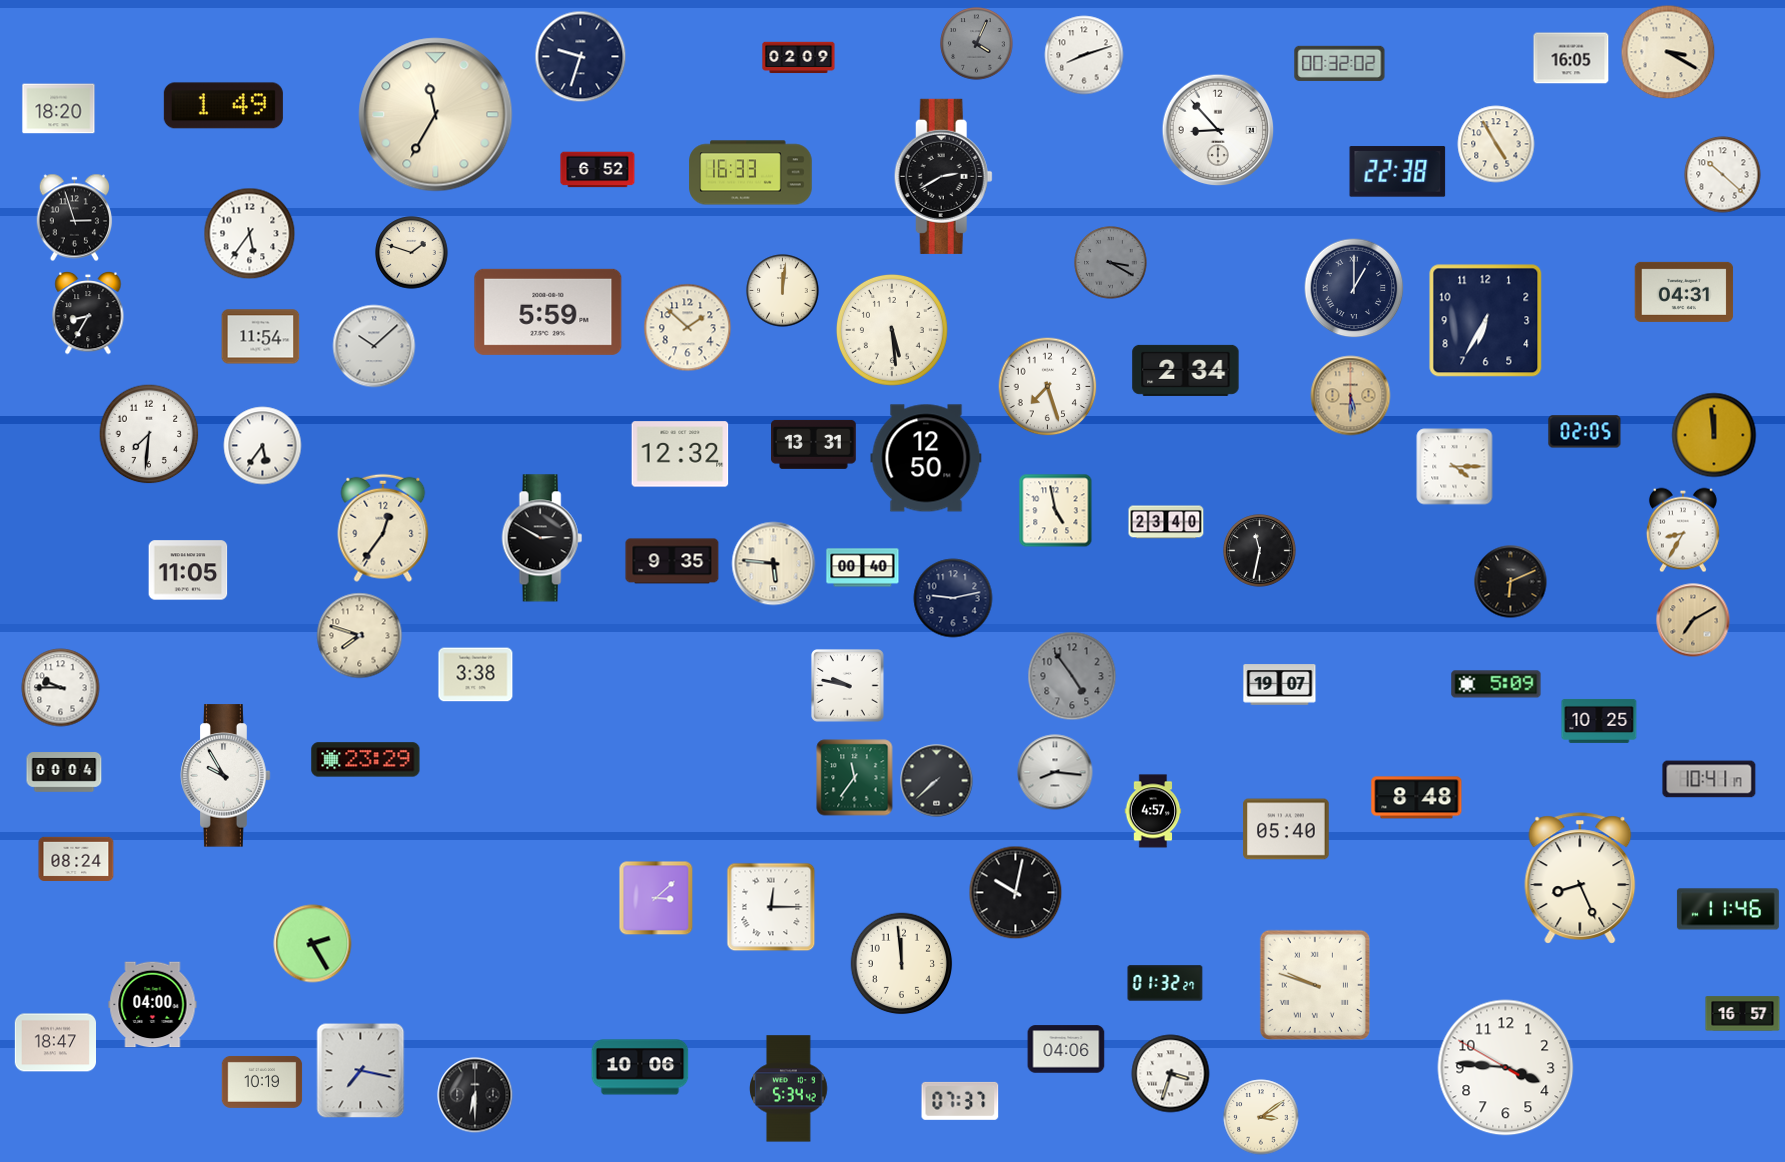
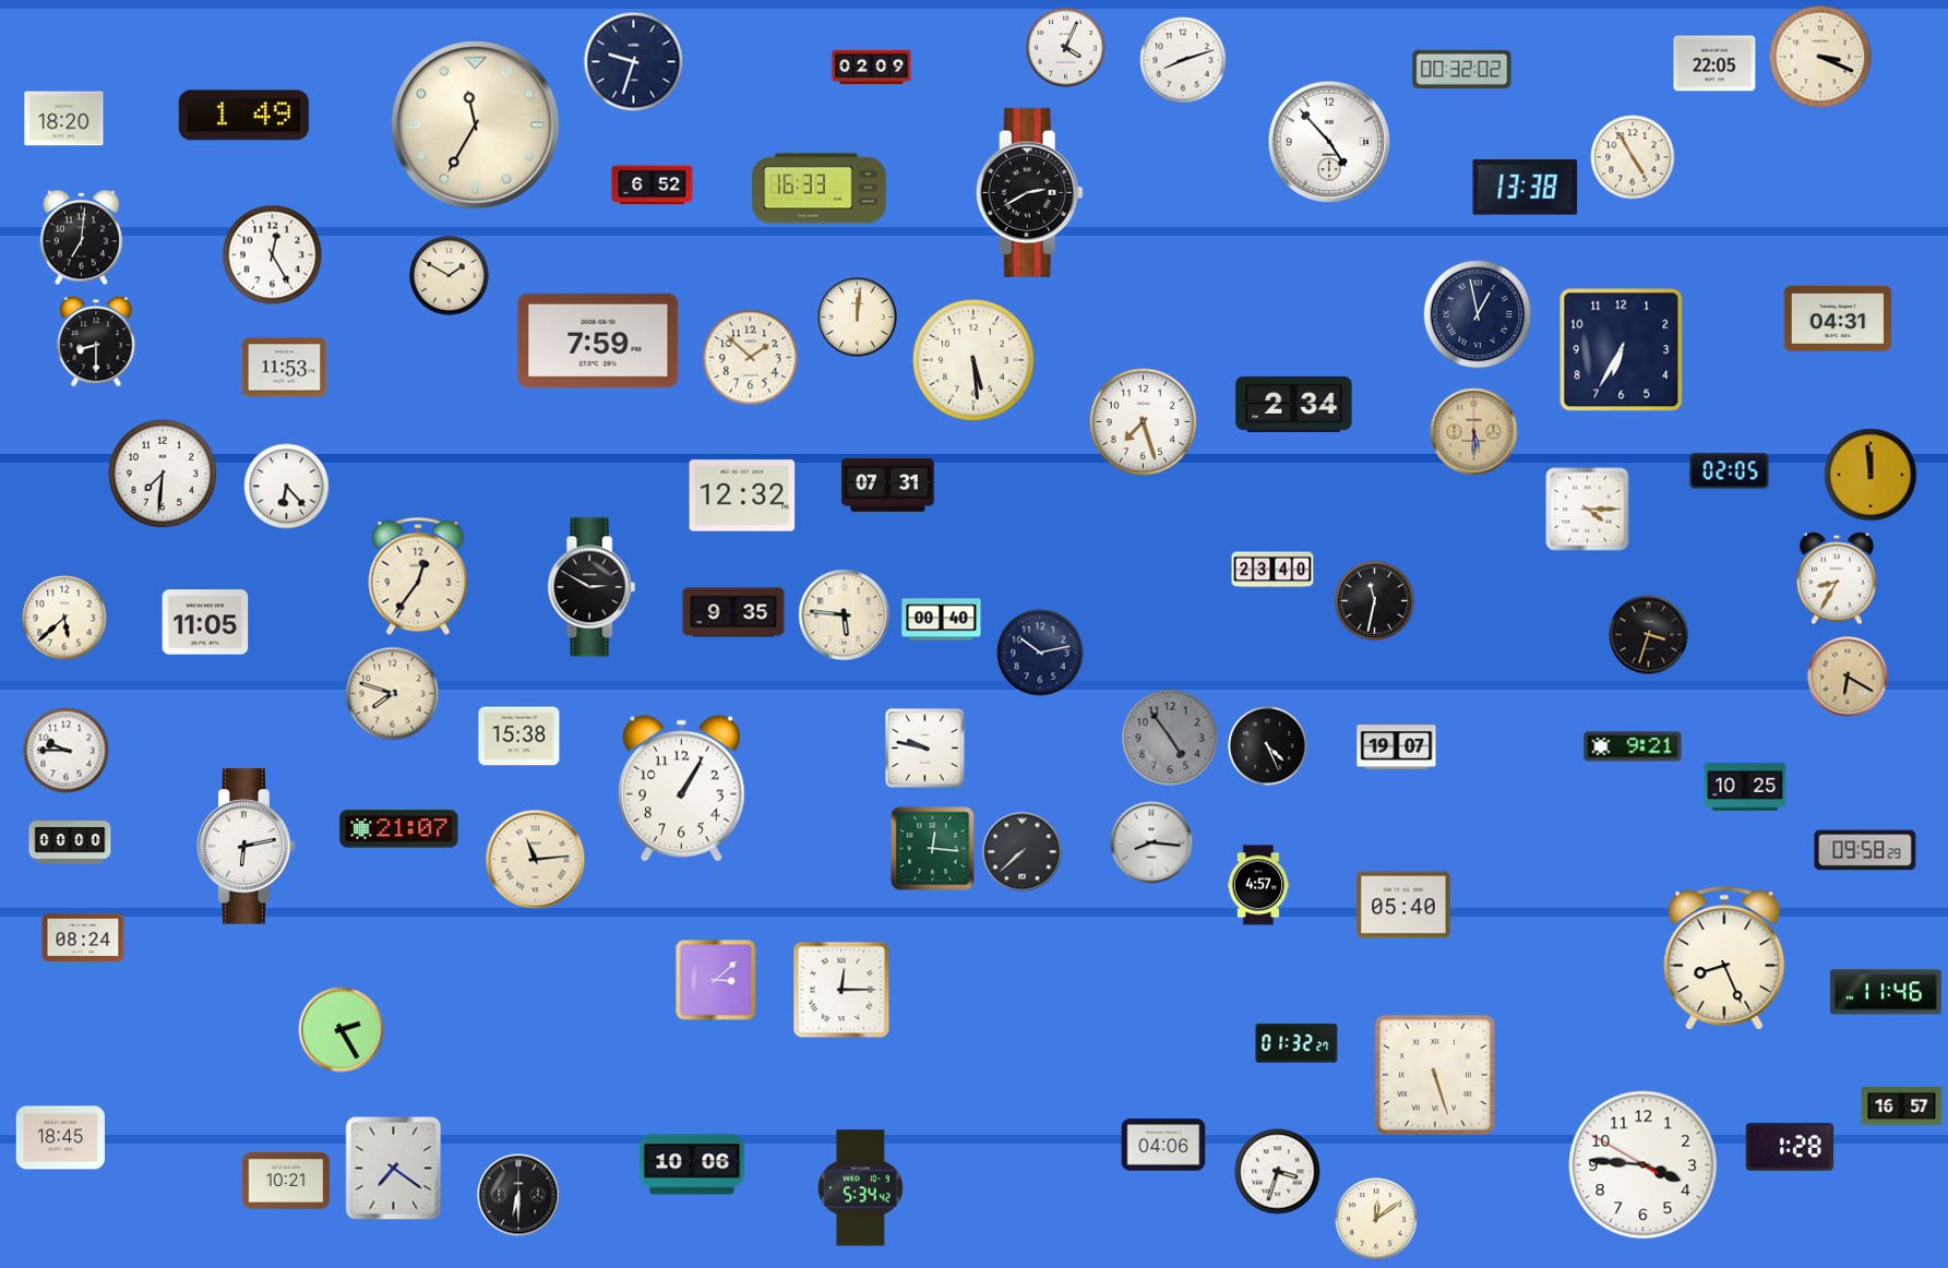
clock at (977, 44) dial: grey -> white
clock at (1668, 52): 3:20 -> 3:19
clock at (799, 58) position: (799, 58) -> (872, 68)
clock at (1571, 58): 16:05 -> 22:05
clock at (1218, 130): 8:53 -> 4:53
clock at (1398, 172): 22:38 -> 13:38
clock at (1723, 175): 10:22 -> none
clock at (75, 218): 2:57 -> 7:01
clock at (250, 234): 5:36 -> 12:25
clock at (412, 253): 1:48 -> 1:50
clock at (1111, 263): 3:20 -> none
clock at (1354, 288): 1:00 -> 12:58
clock at (783, 291) position: (783, 291) -> (858, 318)
clock at (548, 312): 5:59 -> 7:59
clock at (88, 313): 8:35 -> 8:30
clock at (261, 337): 11:54 -> 11:53
clock at (374, 346): 10:08 -> none
clock at (814, 444): 13:31 -> 07:31
clock at (263, 446): 5:36 -> 6:23
clock at (926, 458): 12:50 -> none
clock at (1056, 511): 4:58 -> none
clock at (64, 618): none -> 5:38
clock at (1511, 582): 6:11 -> 3:33
clock at (953, 598): 9:13 -> 10:13
clock at (1693, 620): 7:10 -> 6:20
clock at (476, 675): 3:38 -> 15:38
clock at (1268, 746): none -> 4:26
clock at (1496, 684): 5:09 -> 9:21
clock at (681, 788): none -> 1:05
clock at (366, 760): 23:29 -> 21:07
clock at (64, 772): 00:04 -> 00:00
clock at (226, 776): 9:55 -> 6:13
clock at (855, 778): 11:36 -> 12:16
clock at (1709, 779): 10:41 -> 09:58
clock at (536, 860): none -> 11:14
clock at (1417, 798): 8:48 -> none
clock at (1016, 893): 10:02 -> none
clock at (902, 964): 11:59 -> none
clock at (1165, 983) position: (1165, 983) -> (1296, 1043)
clock at (1315, 985): 9:48 -> 5:27
clock at (153, 1005): 04:00 -> none
clock at (55, 1043): 18:47 -> 18:45
clock at (1790, 1148): none -> 1:28
clock at (640, 1067) position: (640, 1067) -> (692, 1164)
clock at (361, 1071): 7:17 -> 7:21
clock at (262, 1082): 10:19 -> 10:21
clock at (960, 1101): 07:37 -> none
clock at (1261, 1117): 3:09 -> 12:09
